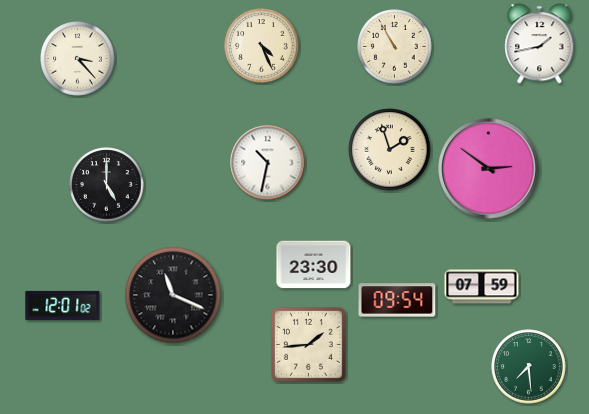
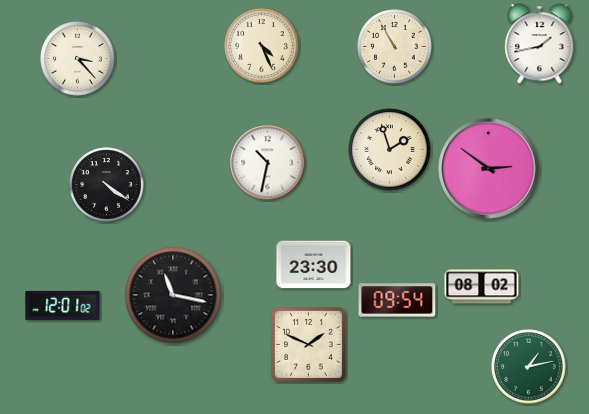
clock at (107, 185): 5:00 -> 4:21
clock at (482, 287): 07:59 -> 08:02
clock at (173, 295): 11:19 -> 11:17
clock at (308, 344): 1:44 -> 1:49
clock at (529, 367): 7:29 -> 1:13
